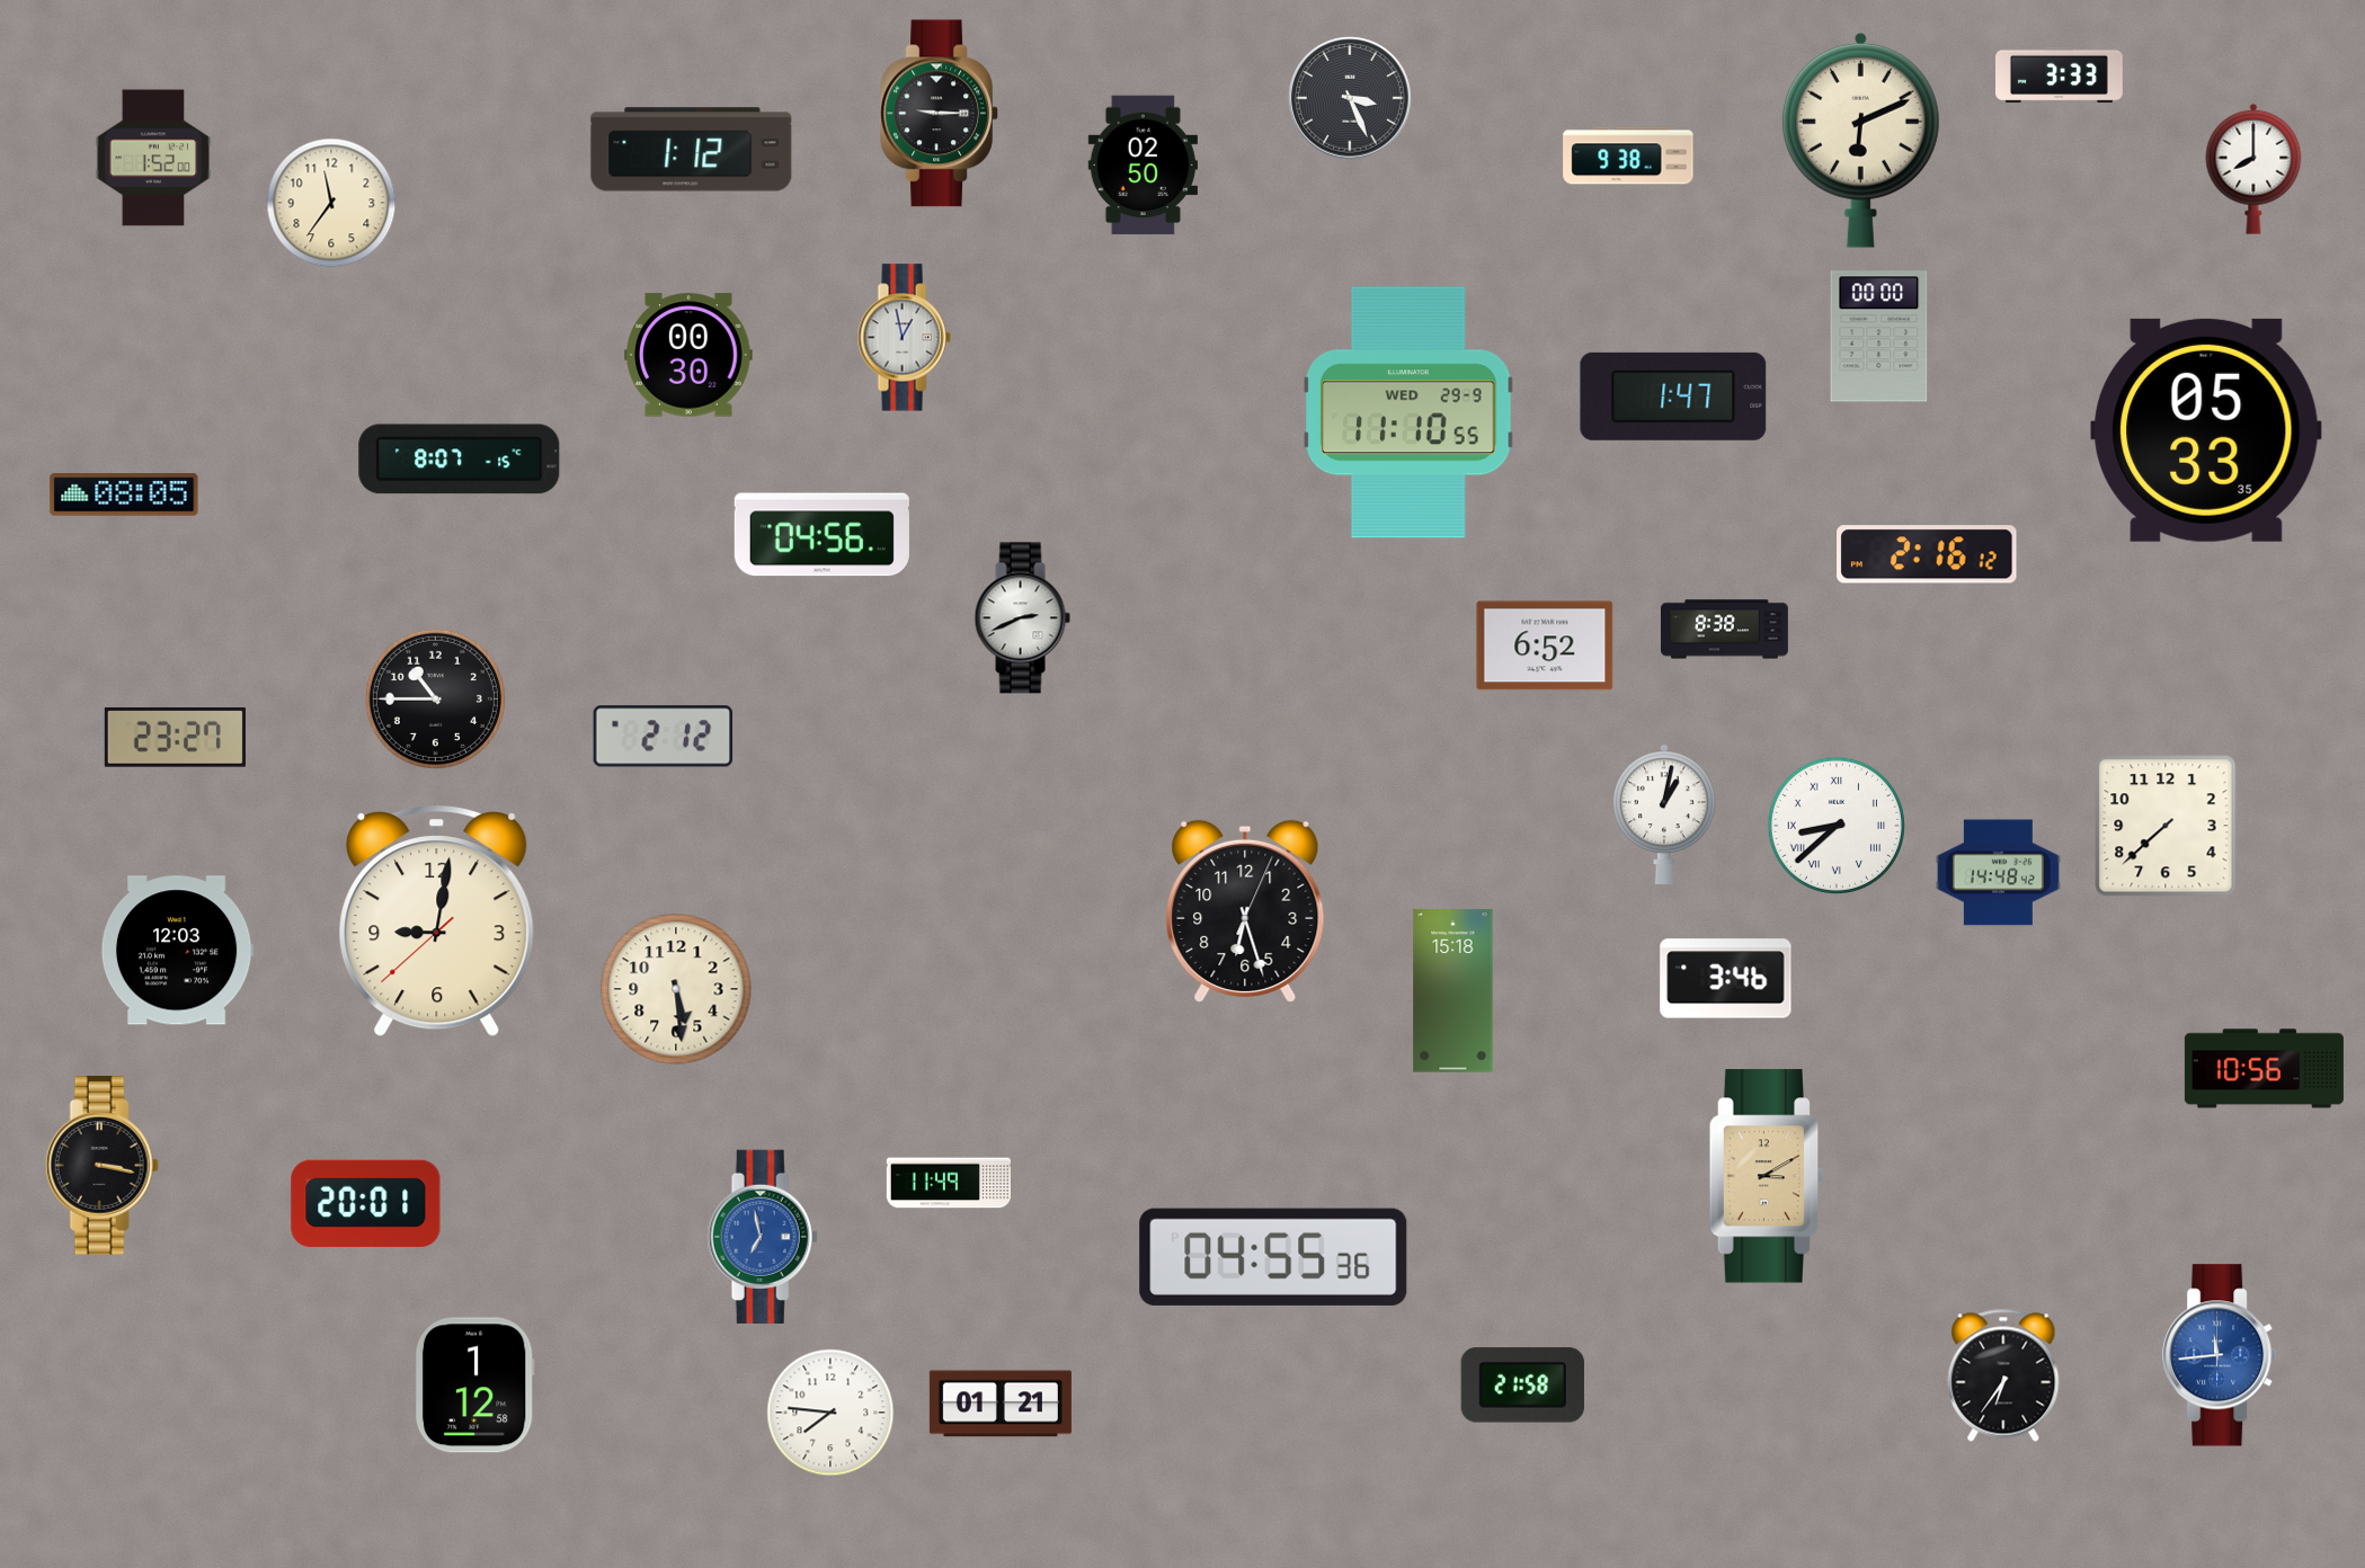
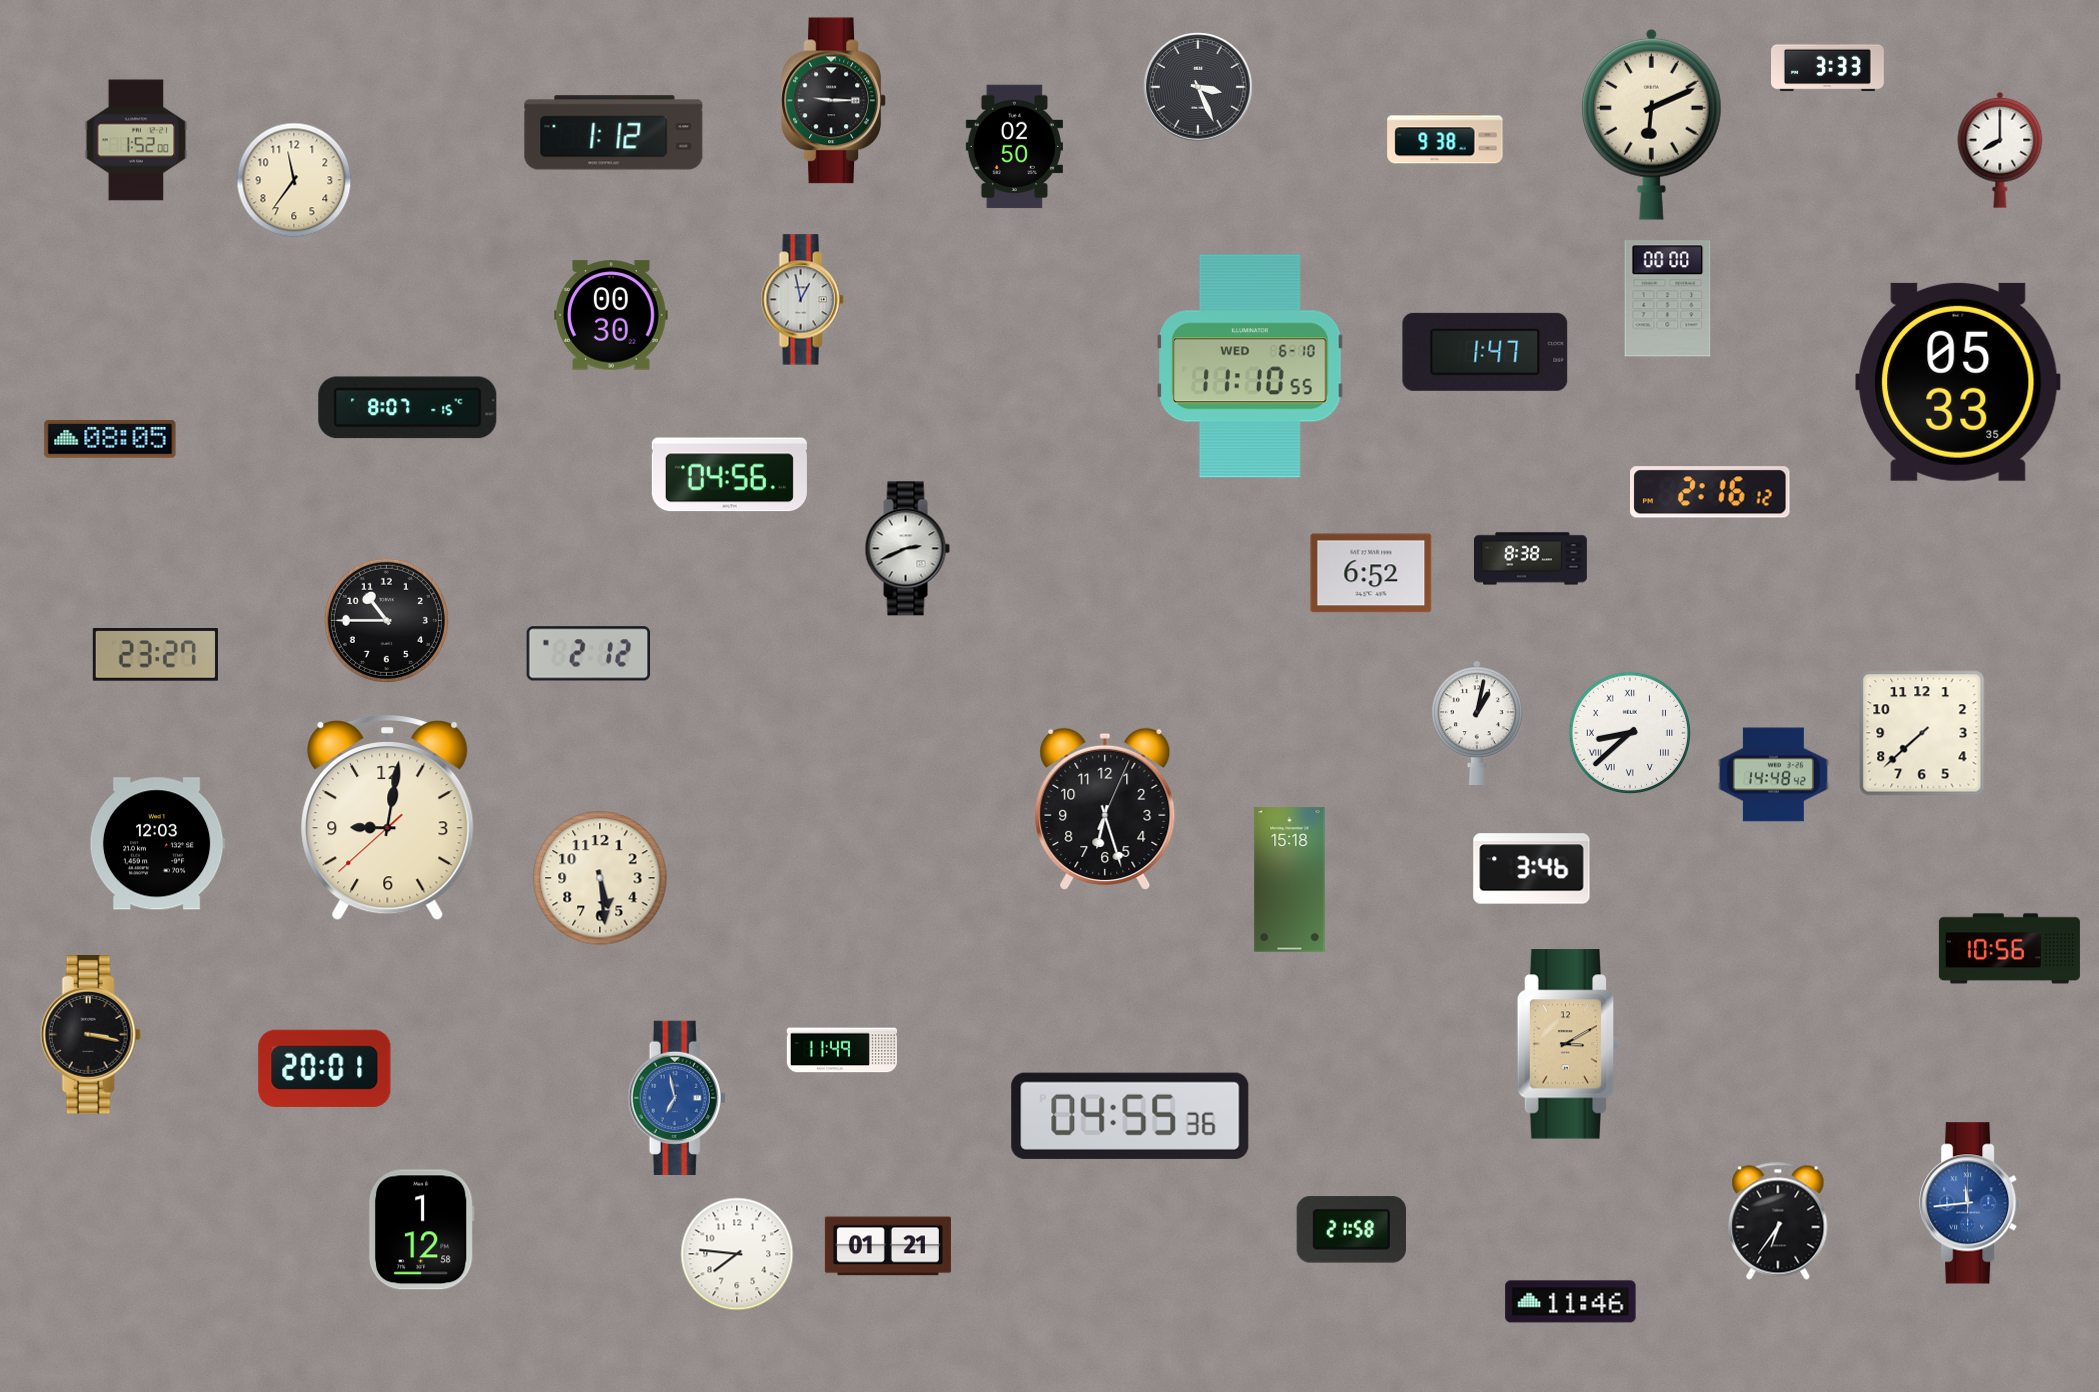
clock at (1408, 412) date: WED 29-9 -> WED 6-10
clock at (1571, 1302): none -> 11:46
